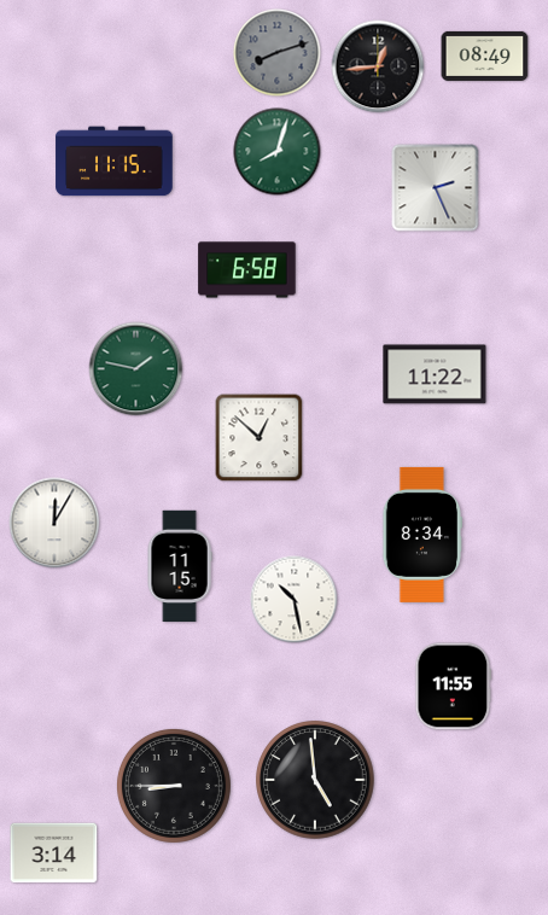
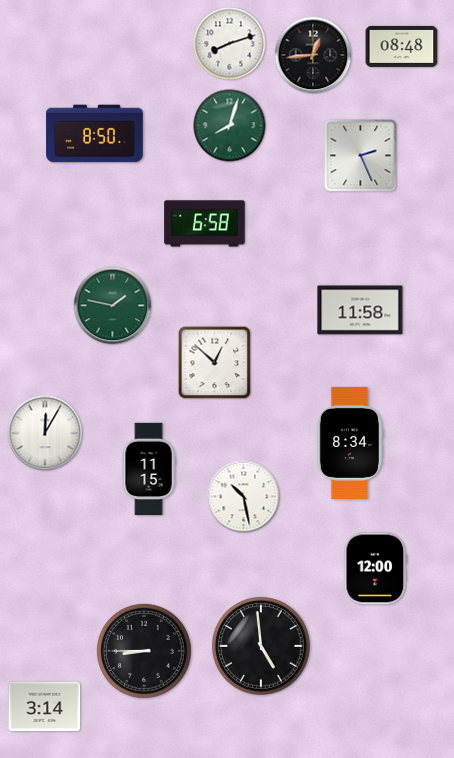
clock at (278, 53) dial: grey -> white
clock at (485, 56): 08:49 -> 08:48
clock at (115, 162): 11:15 -> 8:50
clock at (435, 374): 11:22 -> 11:58
clock at (454, 687): 11:55 -> 12:00
